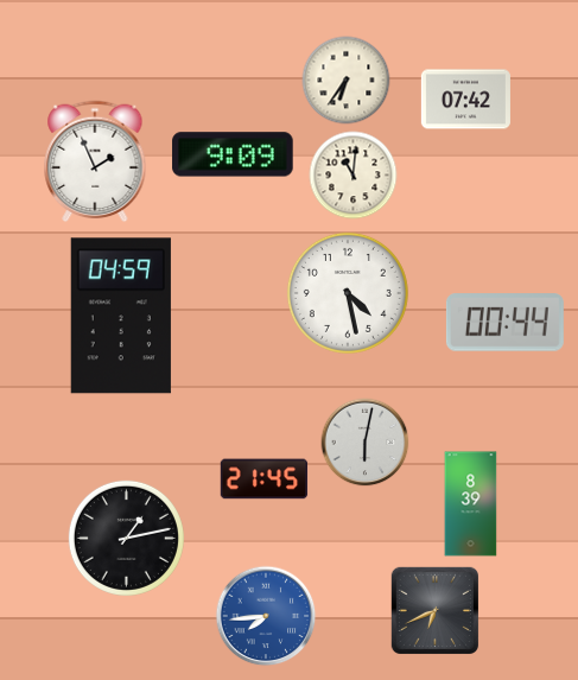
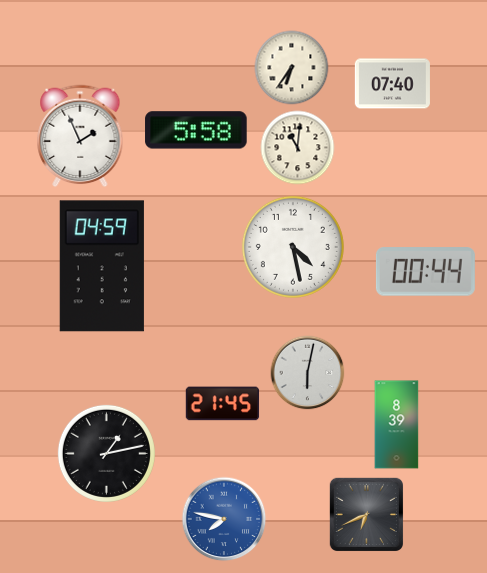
clock at (465, 100): 07:42 -> 07:40
clock at (233, 154): 9:09 -> 5:58
clock at (266, 616): 7:44 -> 7:47
